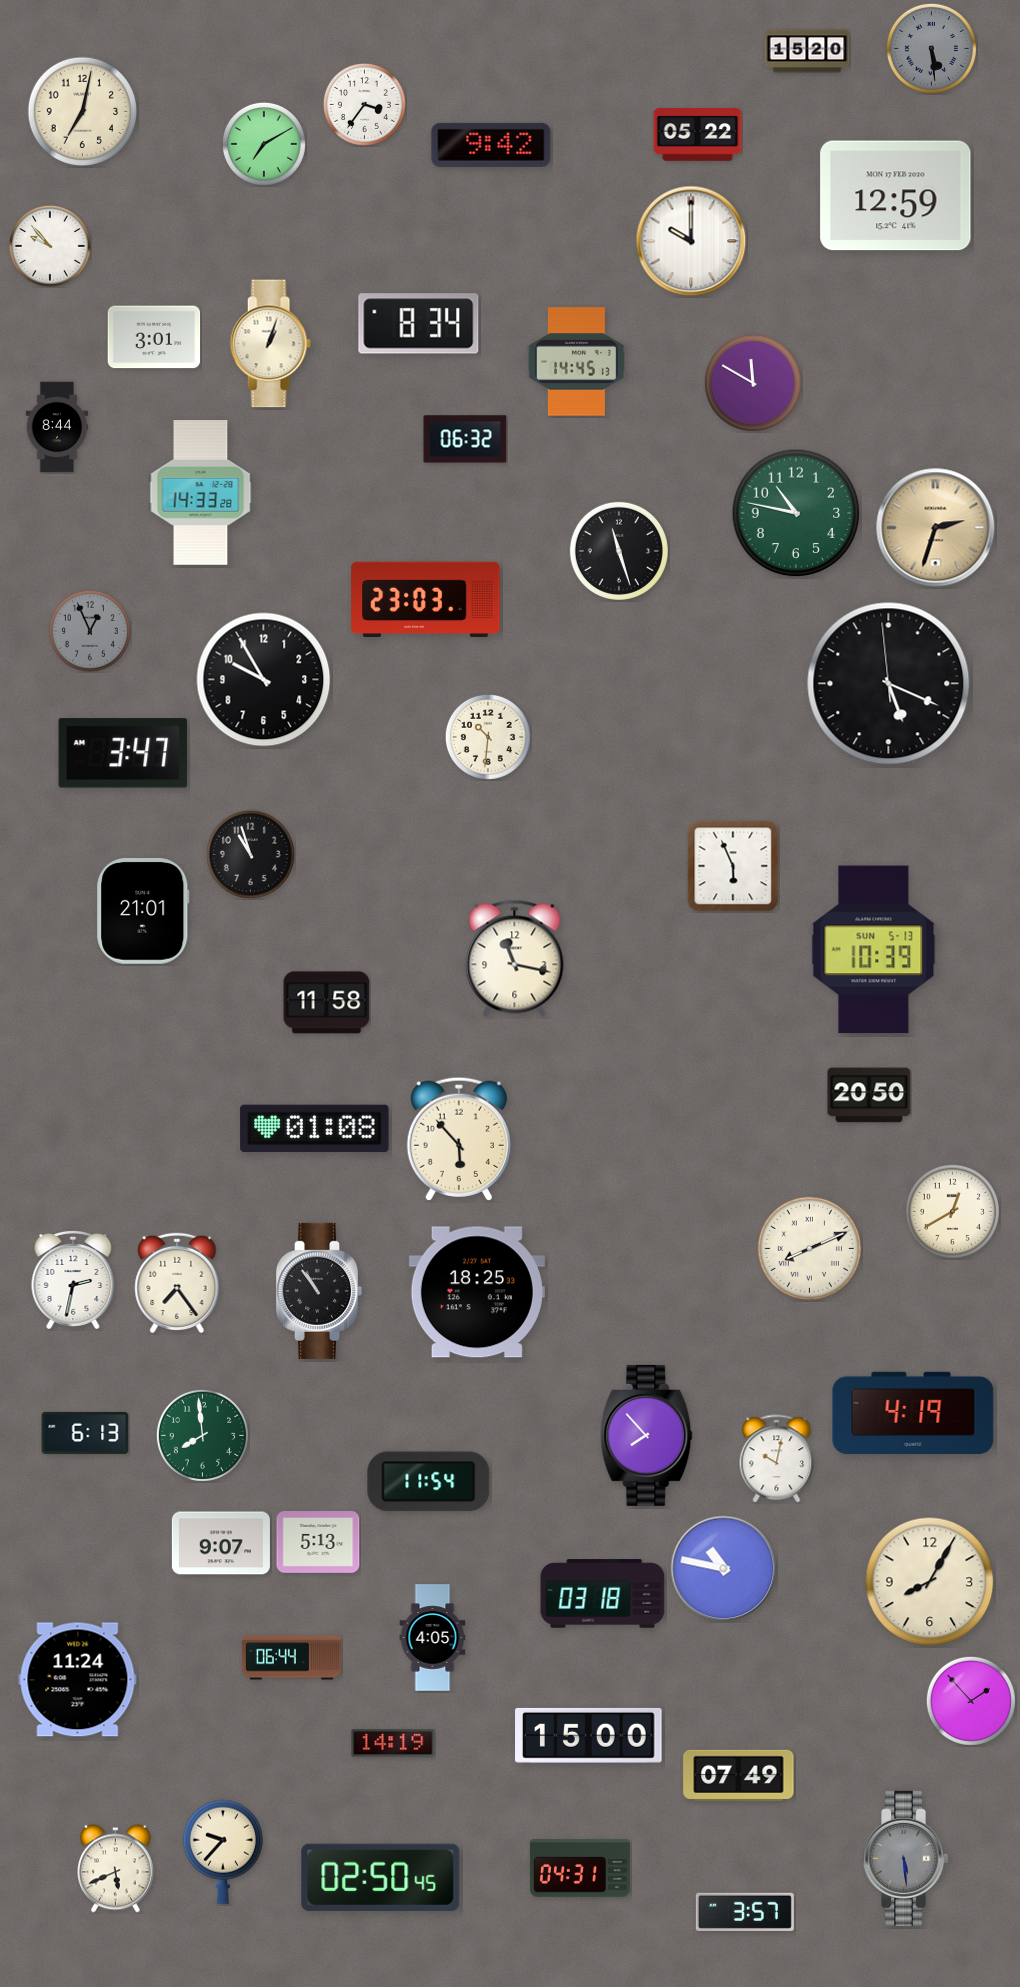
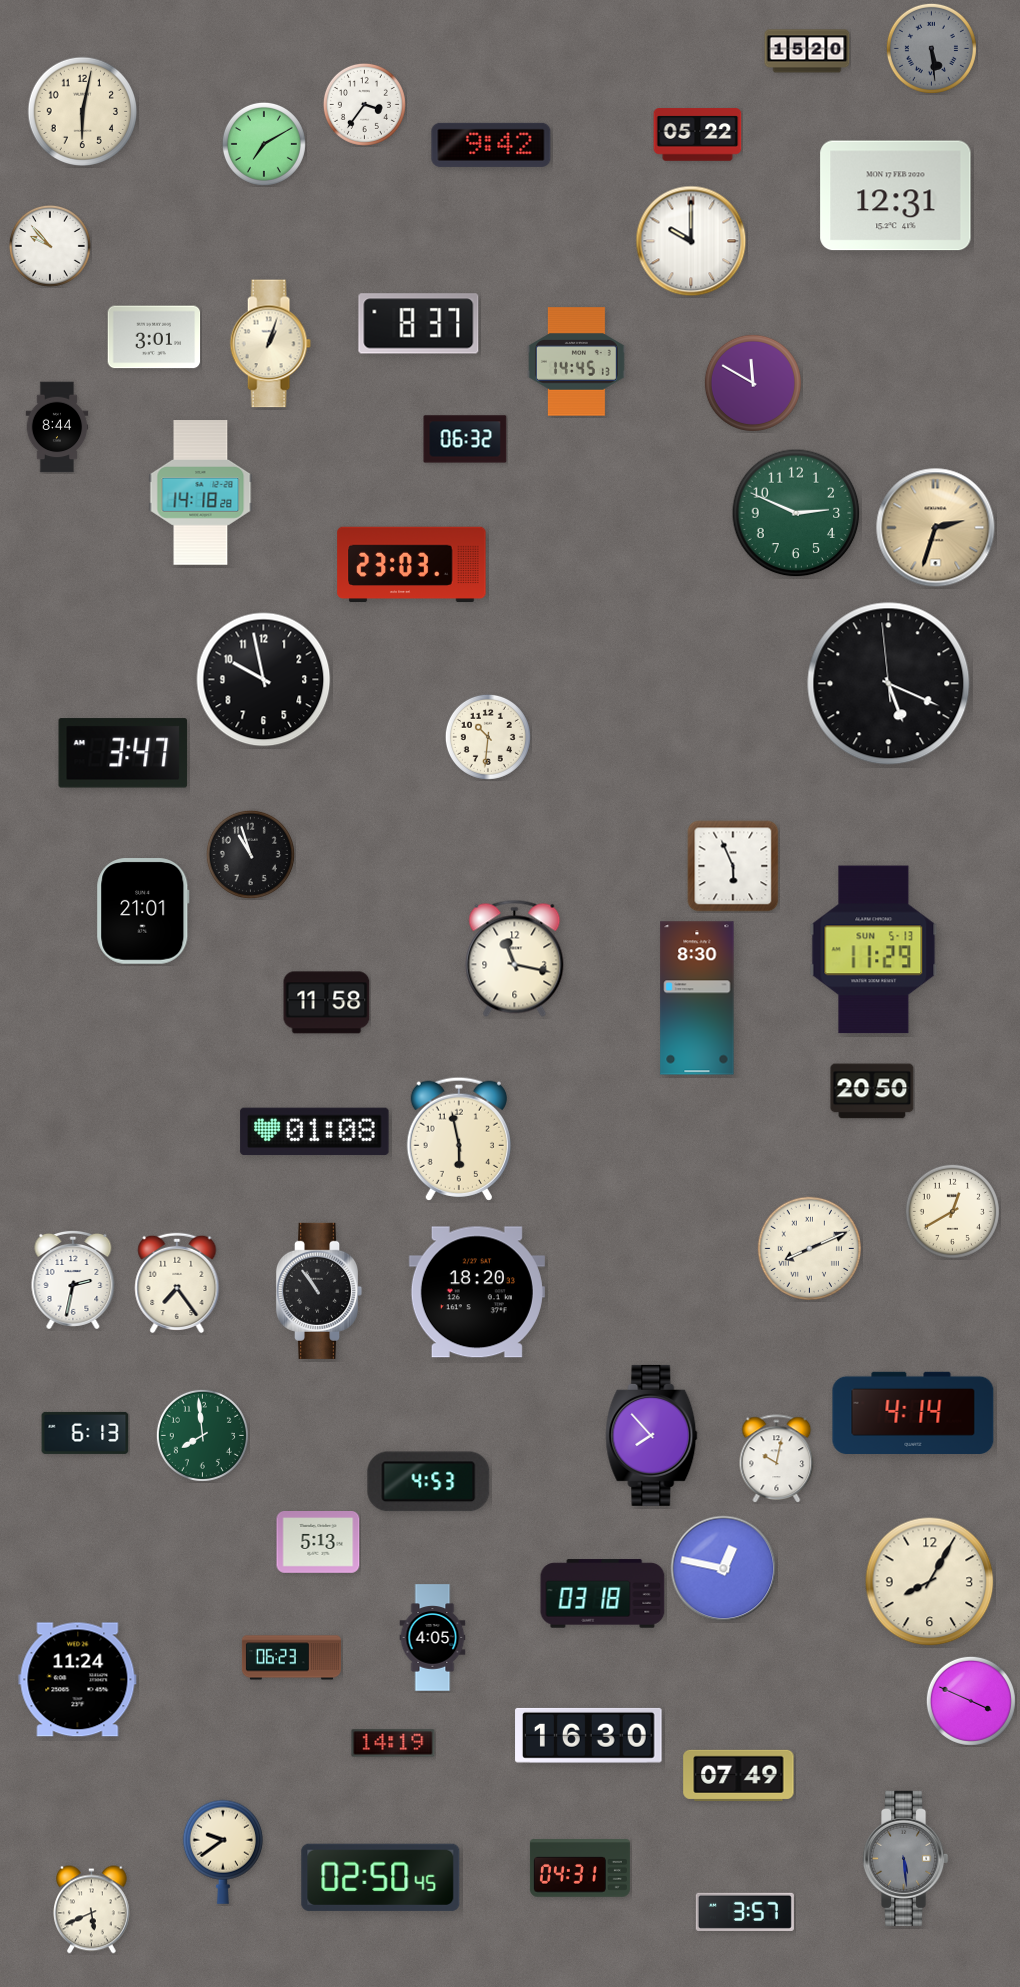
clock at (83, 112): 7:02 -> 6:02
clock at (896, 196): 12:59 -> 12:31
clock at (419, 324): 8:34 -> 8:37
clock at (201, 493): 14:33 -> 14:18
clock at (796, 513): 10:47 -> 2:49
clock at (619, 551): 11:27 -> none
clock at (426, 600) position: (426, 600) -> (412, 565)
clock at (90, 631): 12:56 -> none
clock at (264, 680): 9:55 -> 9:58
clock at (874, 950): 10:39 -> 11:29
clock at (697, 998): none -> 8:30
clock at (869, 1095) position: (869, 1095) -> (872, 1091)
clock at (315, 1129) position: (315, 1129) -> (315, 1132)
clock at (459, 1139): 5:53 -> 5:58
clock at (477, 1292): 18:25 -> 18:20
clock at (913, 1412): 4:19 -> 4:14
clock at (647, 1435) position: (647, 1435) -> (652, 1435)
clock at (429, 1482): 11:54 -> 4:53
clock at (221, 1543): 9:07 -> none
clock at (724, 1569): 10:47 -> 12:47
clock at (291, 1658): 06:44 -> 06:23
clock at (971, 1701): 1:53 -> 3:49
clock at (589, 1735): 15:00 -> 16:30
clock at (223, 1852): 9:37 -> 9:39
clock at (116, 1869) position: (116, 1869) -> (92, 1910)
